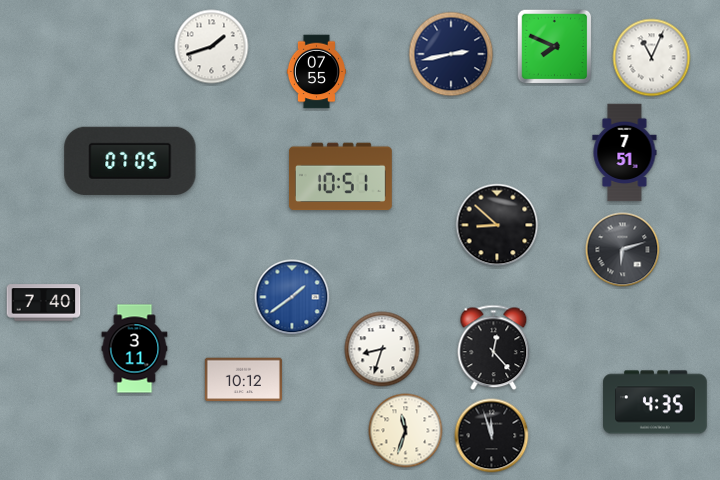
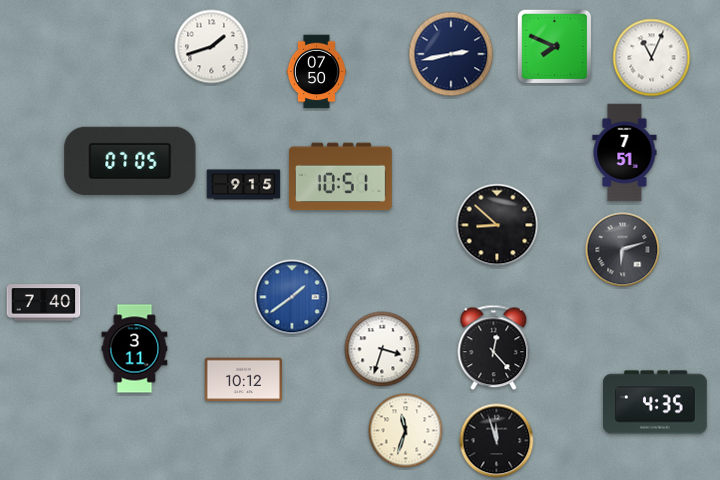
clock at (316, 72): 07:55 -> 07:50
clock at (244, 185): none -> 9:15
clock at (382, 349): 8:33 -> 3:33
clock at (492, 436) position: (492, 436) -> (497, 441)
